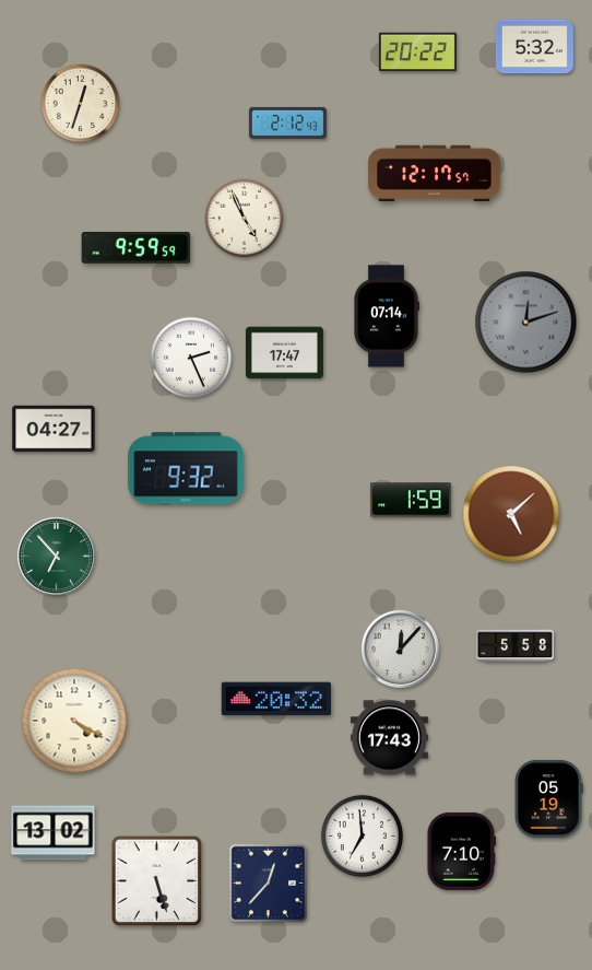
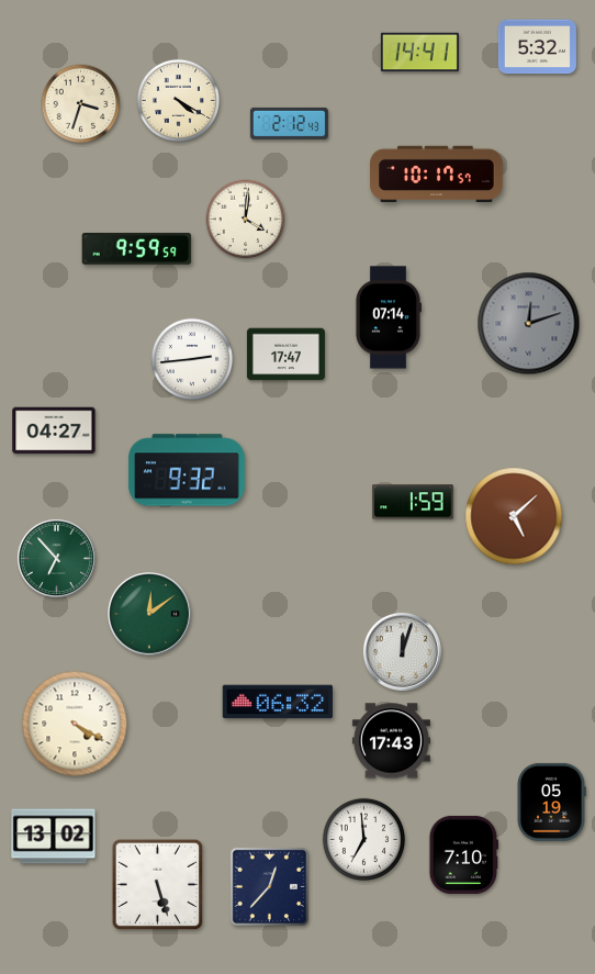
clock at (417, 52): 20:22 -> 14:41
clock at (178, 100): none -> 4:20
clock at (81, 104): 12:33 -> 3:33
clock at (435, 174): 12:17 -> 10:17
clock at (245, 219): 4:56 -> 4:01
clock at (191, 358): 2:26 -> 2:44
clock at (150, 615): none -> 12:09
clock at (514, 646): 5:58 -> none
clock at (400, 648): 12:07 -> 12:03
clock at (276, 699): 20:32 -> 06:32
